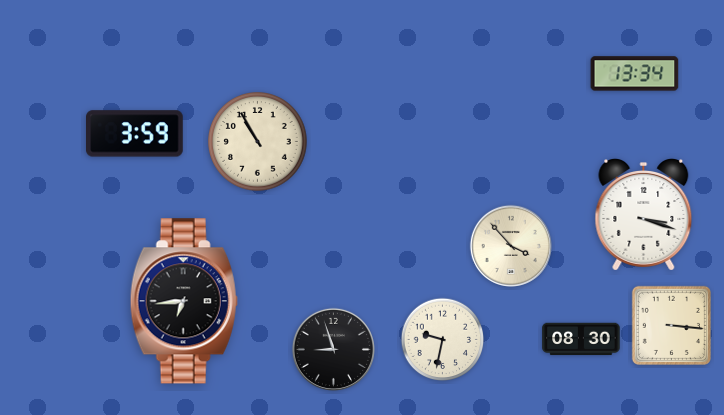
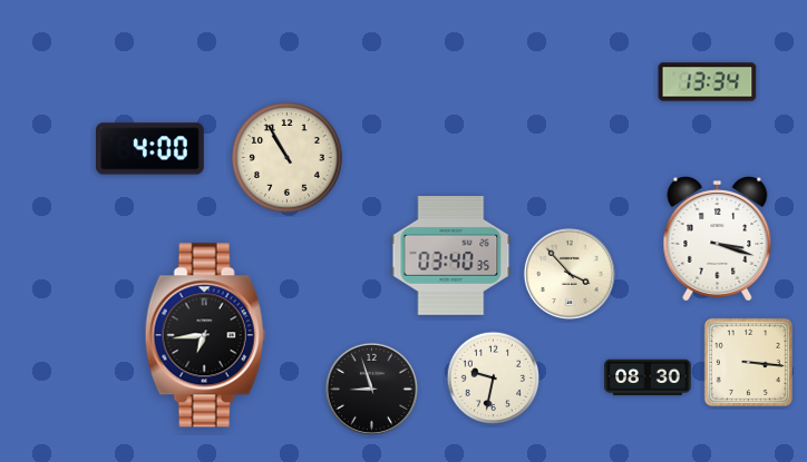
clock at (135, 134): 3:59 -> 4:00
clock at (451, 256): none -> 03:40
